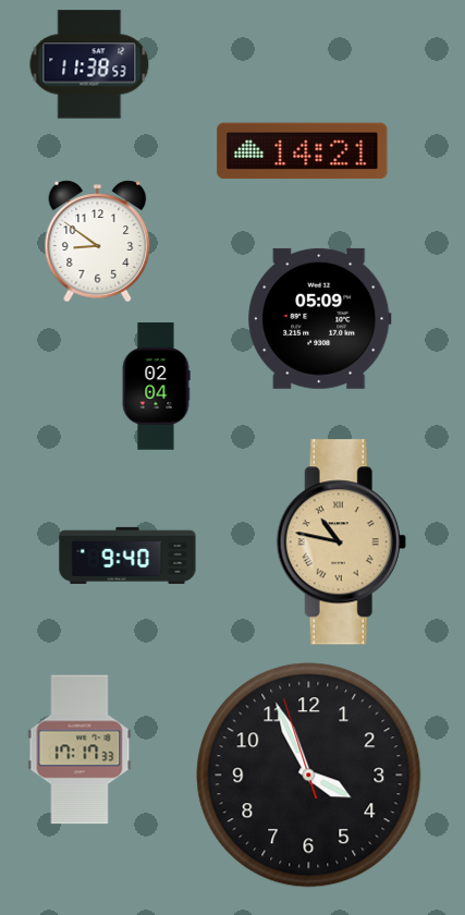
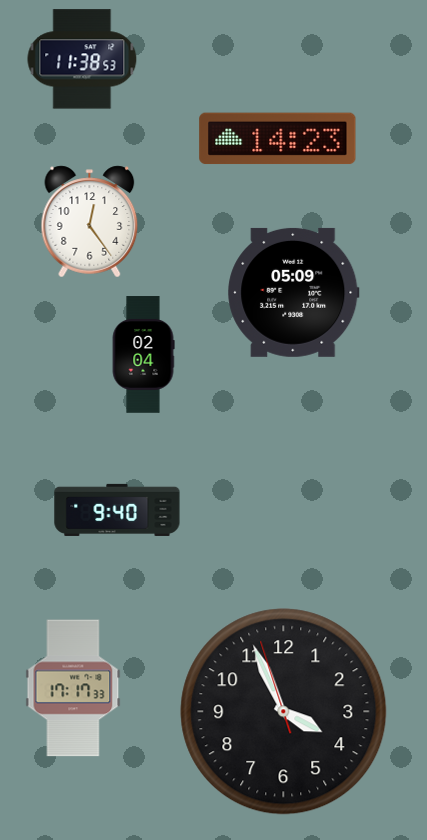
clock at (303, 151): 14:21 -> 14:23
clock at (98, 242): 8:51 -> 12:24
clock at (341, 542): 10:47 -> none
